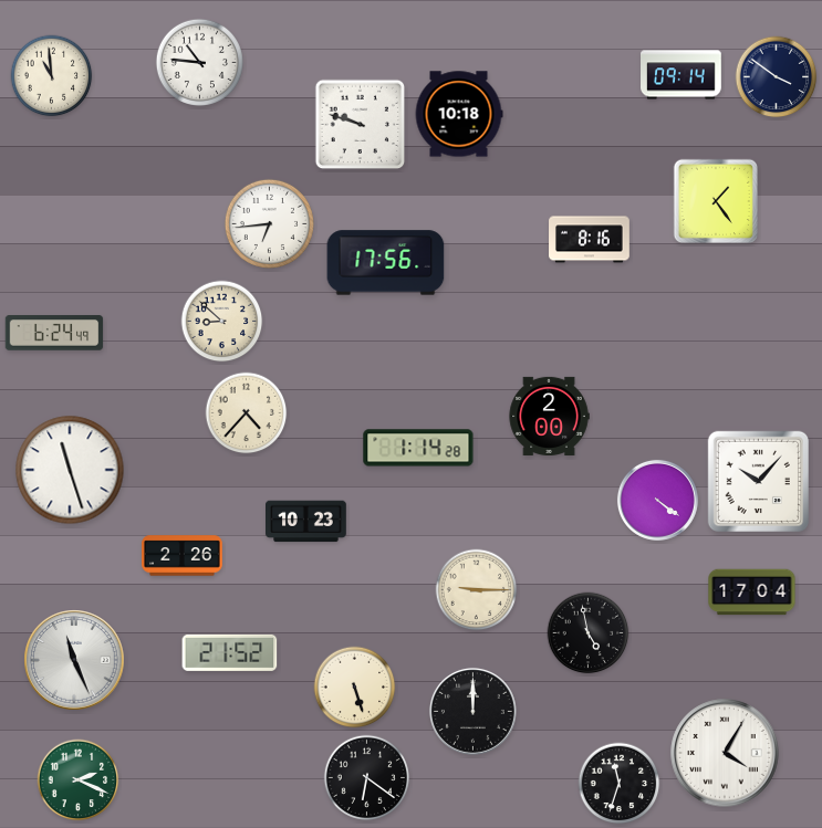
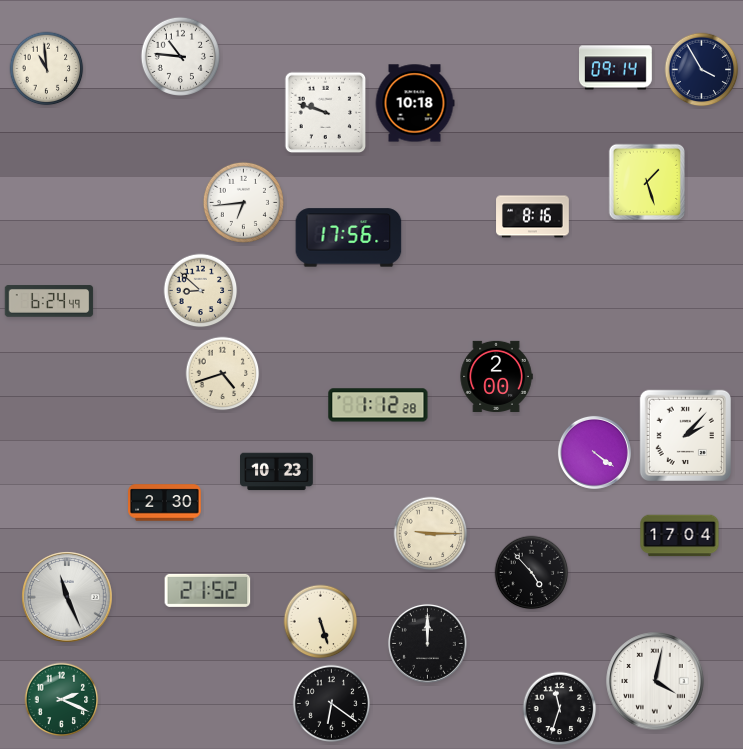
clock at (777, 77): 3:51 -> 3:55
clock at (716, 201): 1:24 -> 1:27
clock at (247, 413): 4:37 -> 4:42
clock at (418, 448): 1:14 -> 1:12
clock at (70, 470): 11:27 -> none
clock at (758, 481): 10:07 -> 2:07
clock at (183, 556): 2:26 -> 2:30
clock at (589, 633): 4:58 -> 4:53
clock at (725, 753): 4:05 -> 4:02
clock at (79, 780) position: (79, 780) -> (62, 700)
